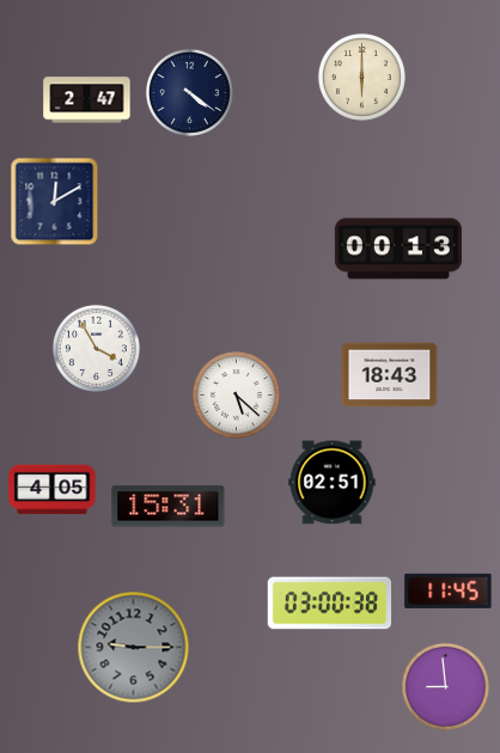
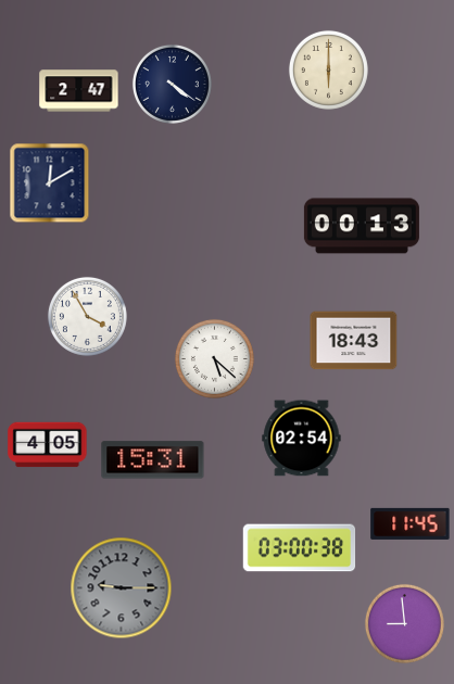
clock at (333, 483): 02:51 -> 02:54
clock at (449, 590) position: (449, 590) -> (411, 523)
